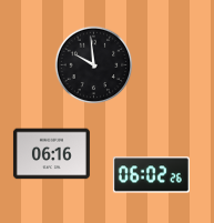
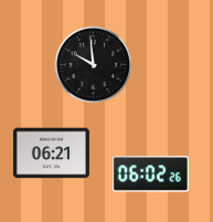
clock at (51, 154): 06:16 -> 06:21
